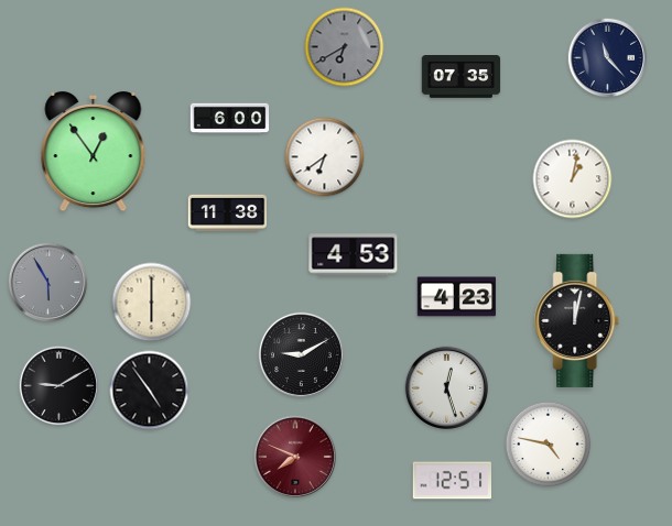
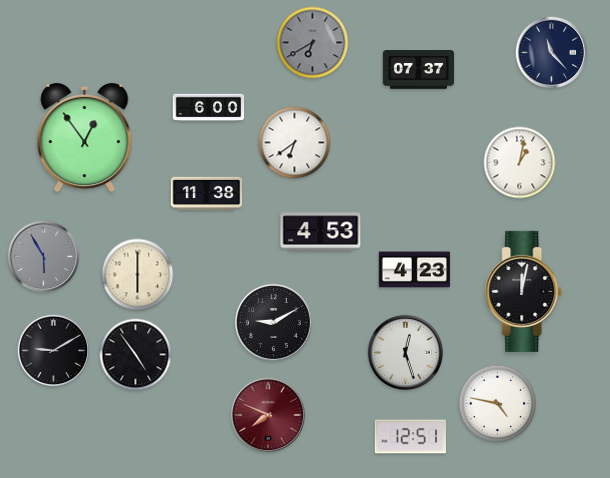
clock at (462, 77): 07:35 -> 07:37
